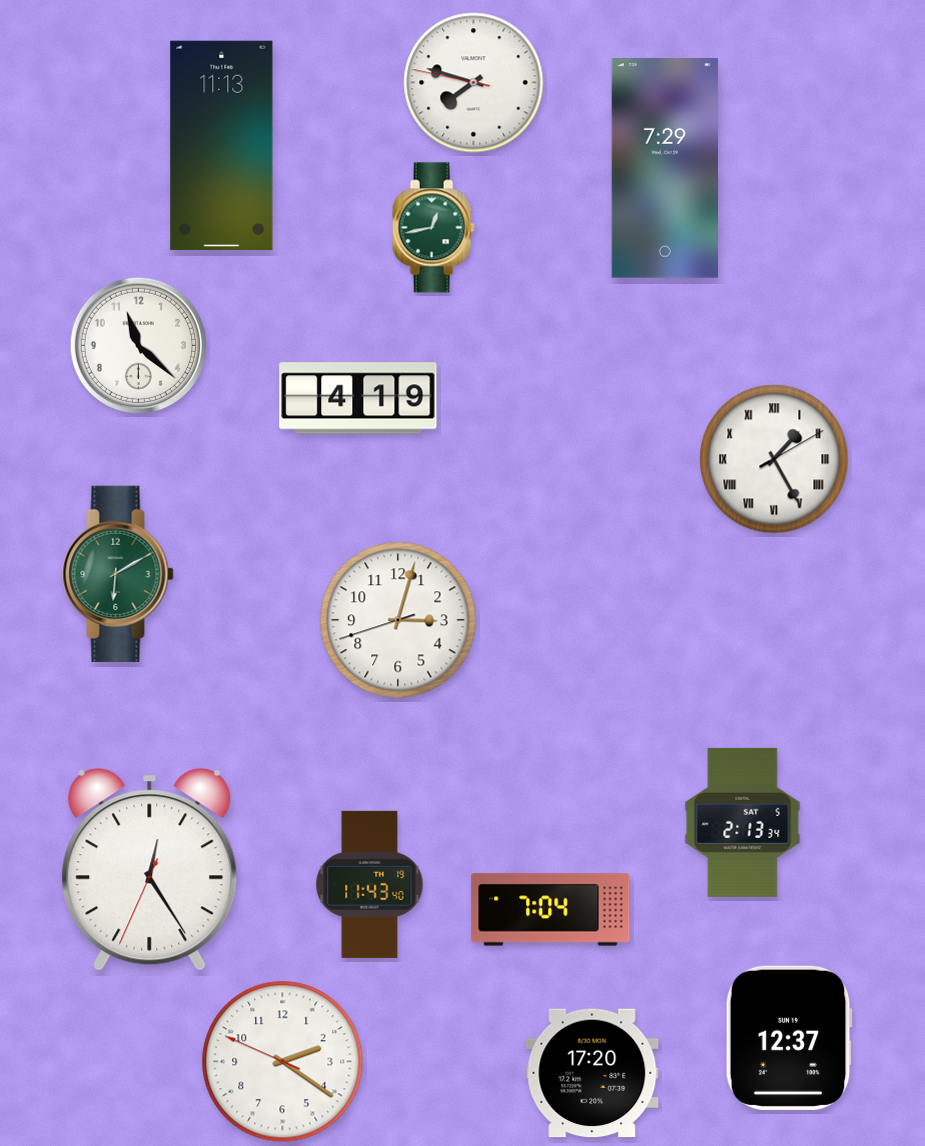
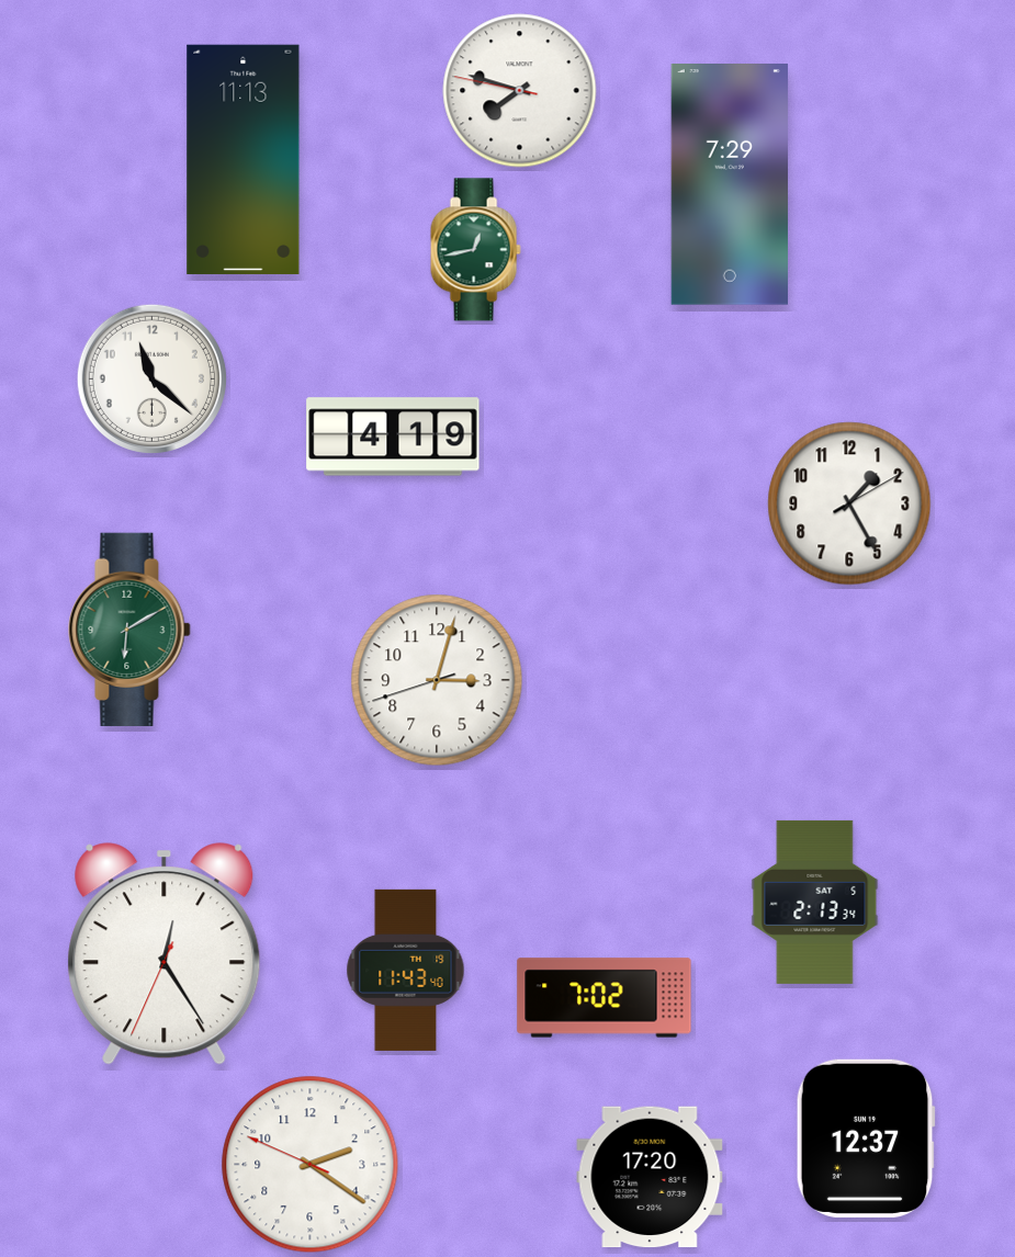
clock at (774, 459) numerals: Roman -> Arabic
clock at (551, 910): 7:04 -> 7:02
